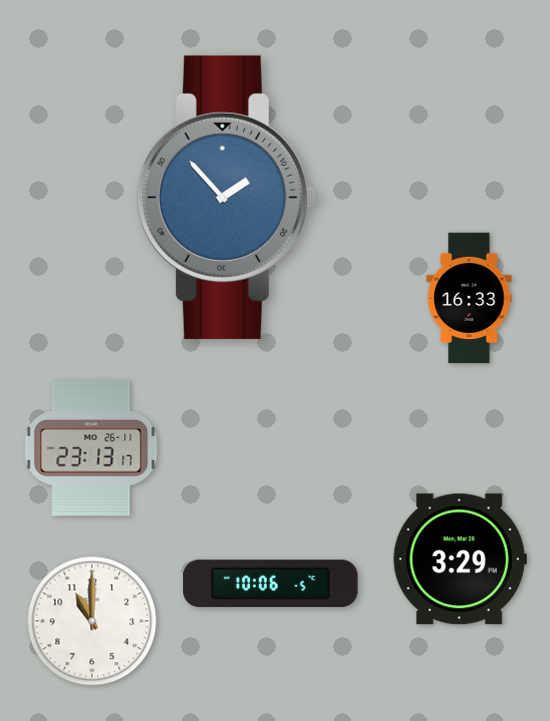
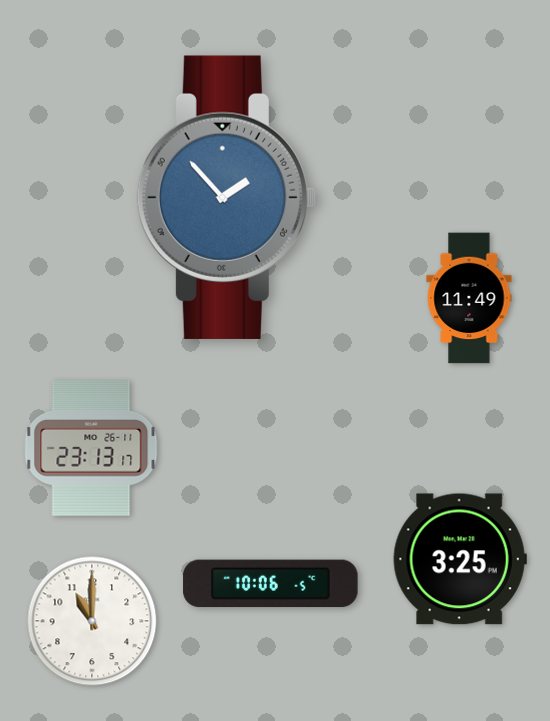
clock at (469, 298): 16:33 -> 11:49
clock at (460, 559): 3:29 -> 3:25
